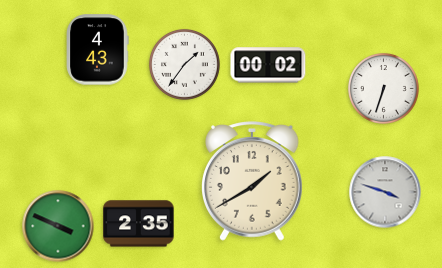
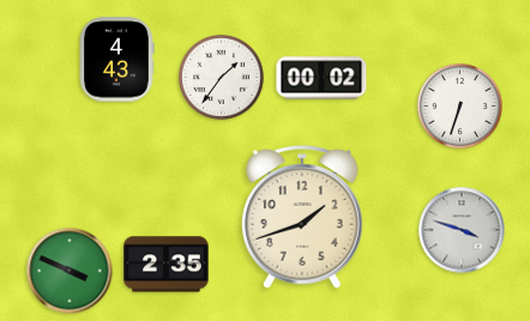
clock at (253, 181): 1:40 -> 1:42
clock at (139, 224) position: (139, 224) -> (167, 265)
